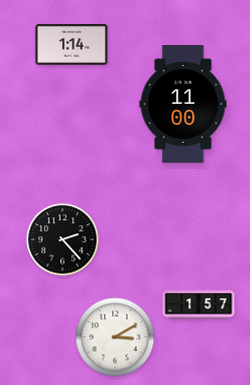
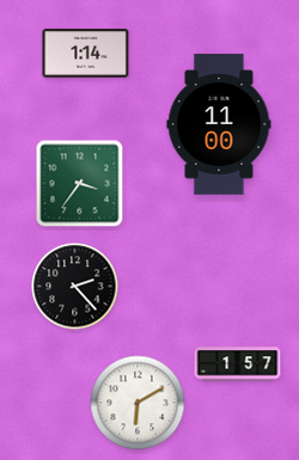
clock at (80, 184): none -> 3:36
clock at (115, 337): 3:10 -> 6:10
